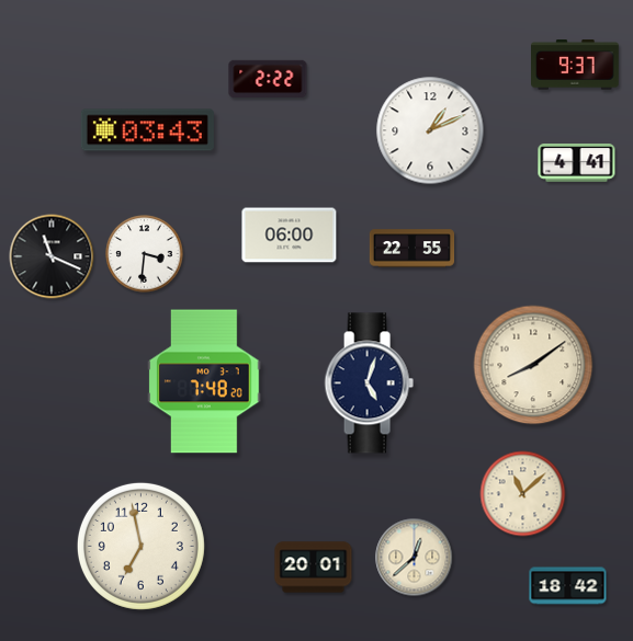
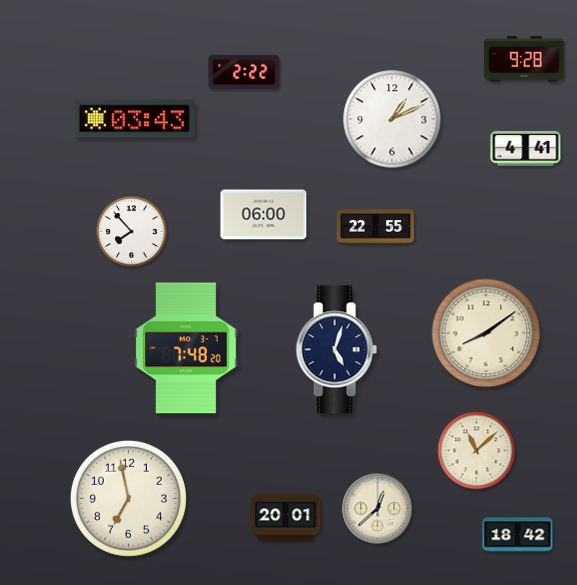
clock at (576, 65): 9:37 -> 9:28
clock at (145, 254): 3:31 -> 7:53
clock at (52, 256): 11:19 -> none
